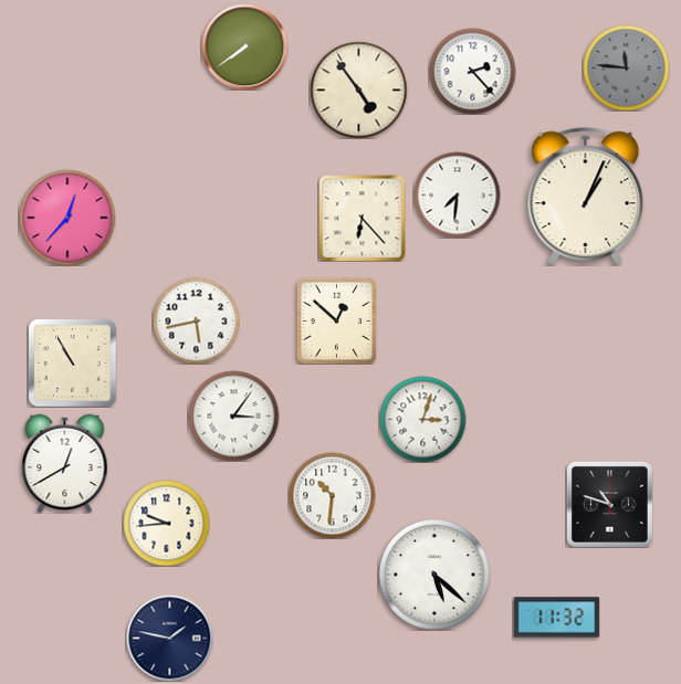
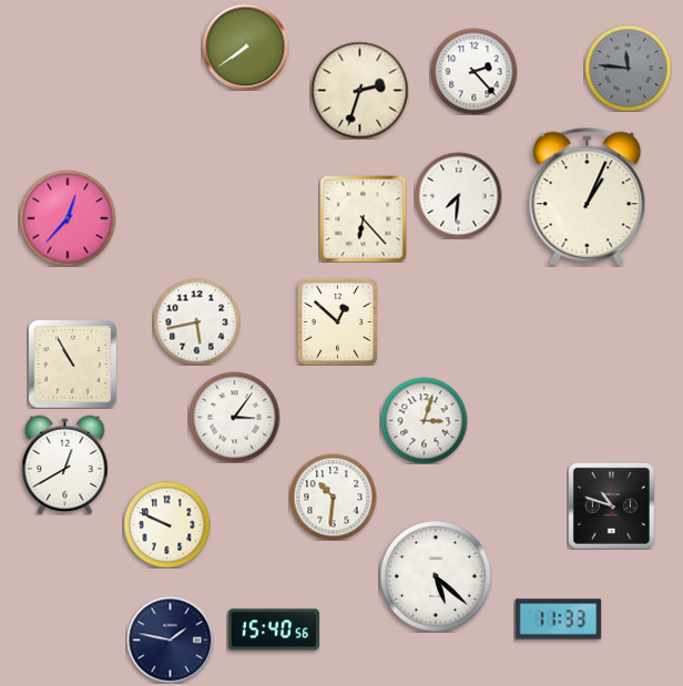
clock at (358, 90): 4:54 -> 2:33
clock at (166, 523): 9:44 -> 9:49
clock at (556, 618): 11:32 -> 11:33
clock at (273, 629): none -> 15:40
